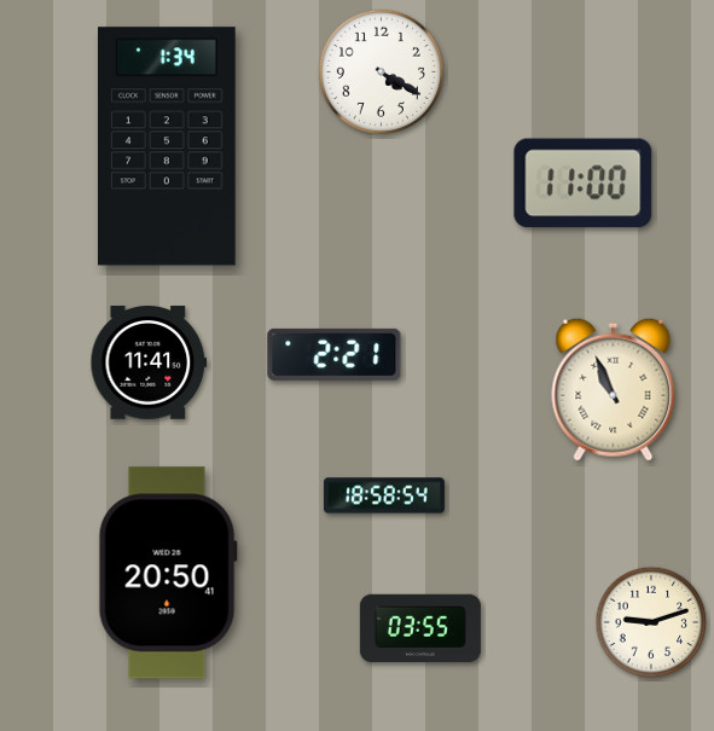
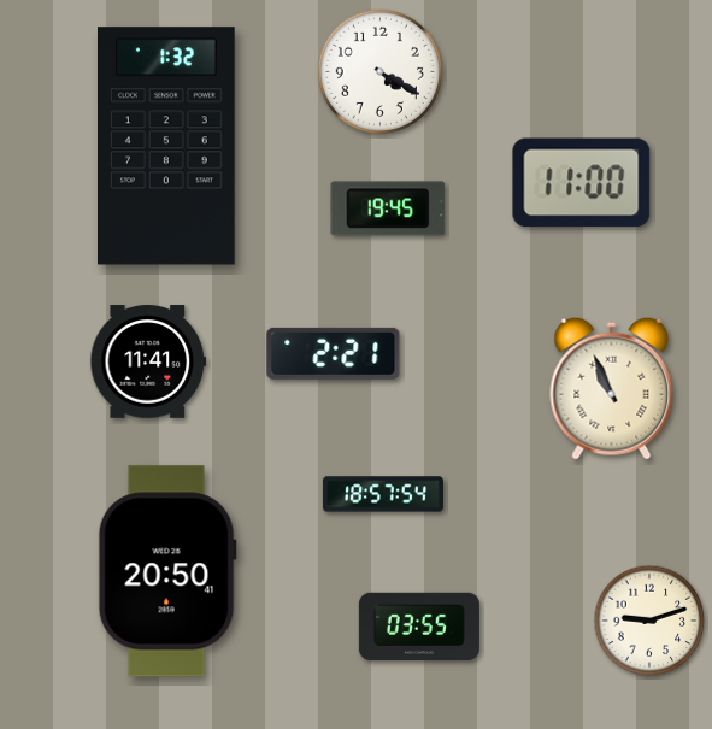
clock at (168, 146): 1:34 -> 1:32
clock at (388, 208): none -> 19:45
clock at (384, 495): 18:58 -> 18:57
